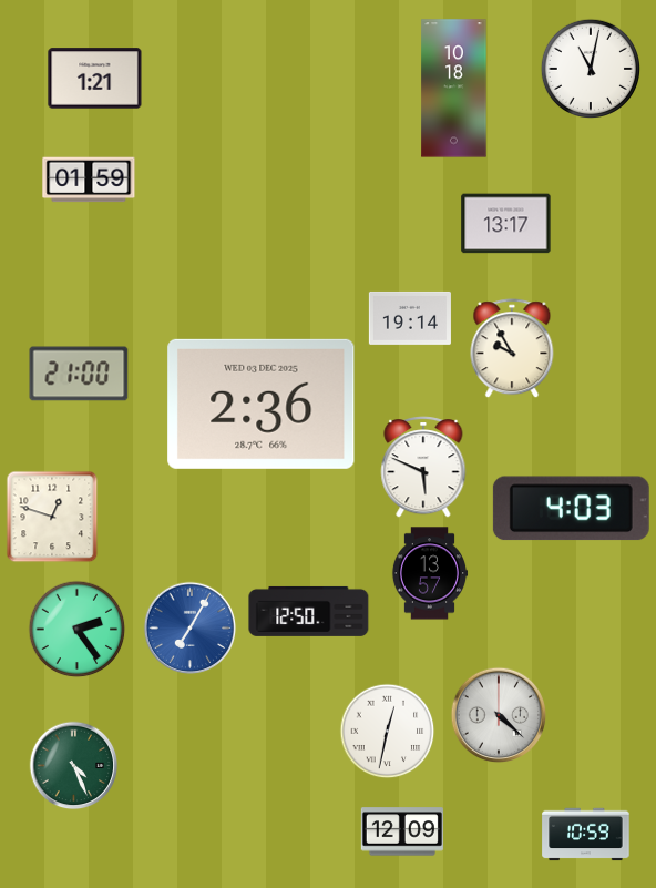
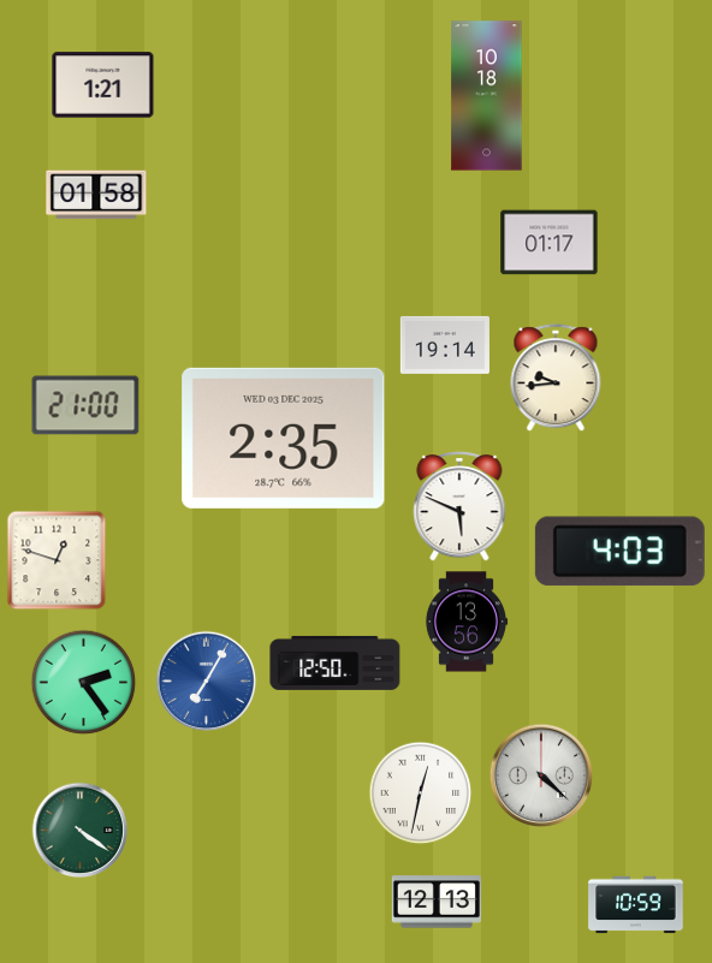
clock at (591, 69): 11:02 -> none
clock at (454, 89) position: (454, 89) -> (487, 96)
clock at (89, 180): 01:59 -> 01:58
clock at (506, 224): 13:17 -> 01:17
clock at (512, 349): 9:55 -> 9:44
clock at (262, 404): 2:36 -> 2:35
clock at (430, 573): 13:57 -> 13:56
clock at (74, 766): 4:26 -> 4:21
clock at (402, 831): 12:09 -> 12:13
